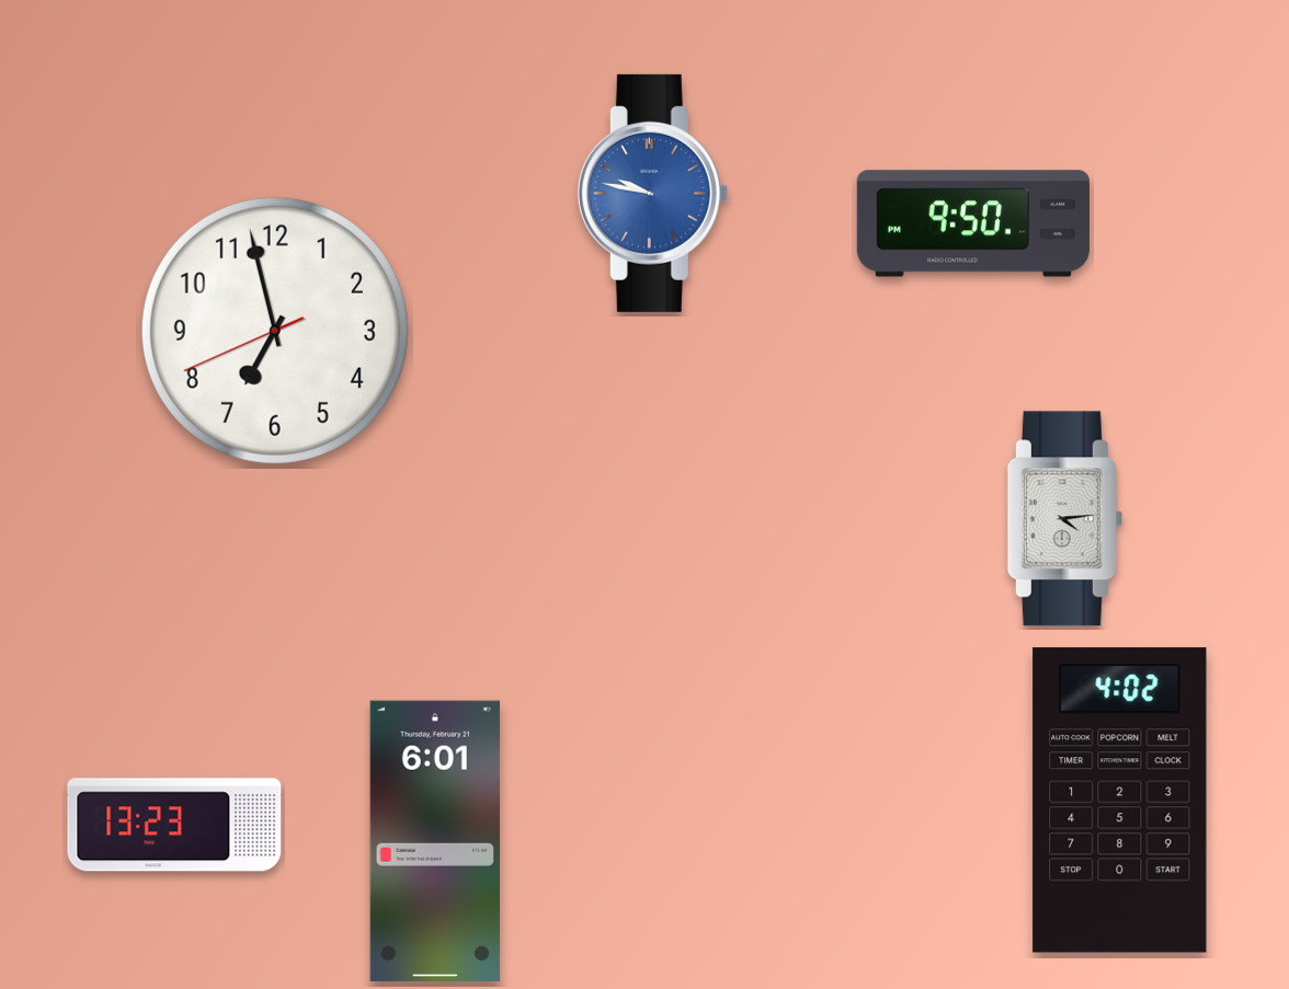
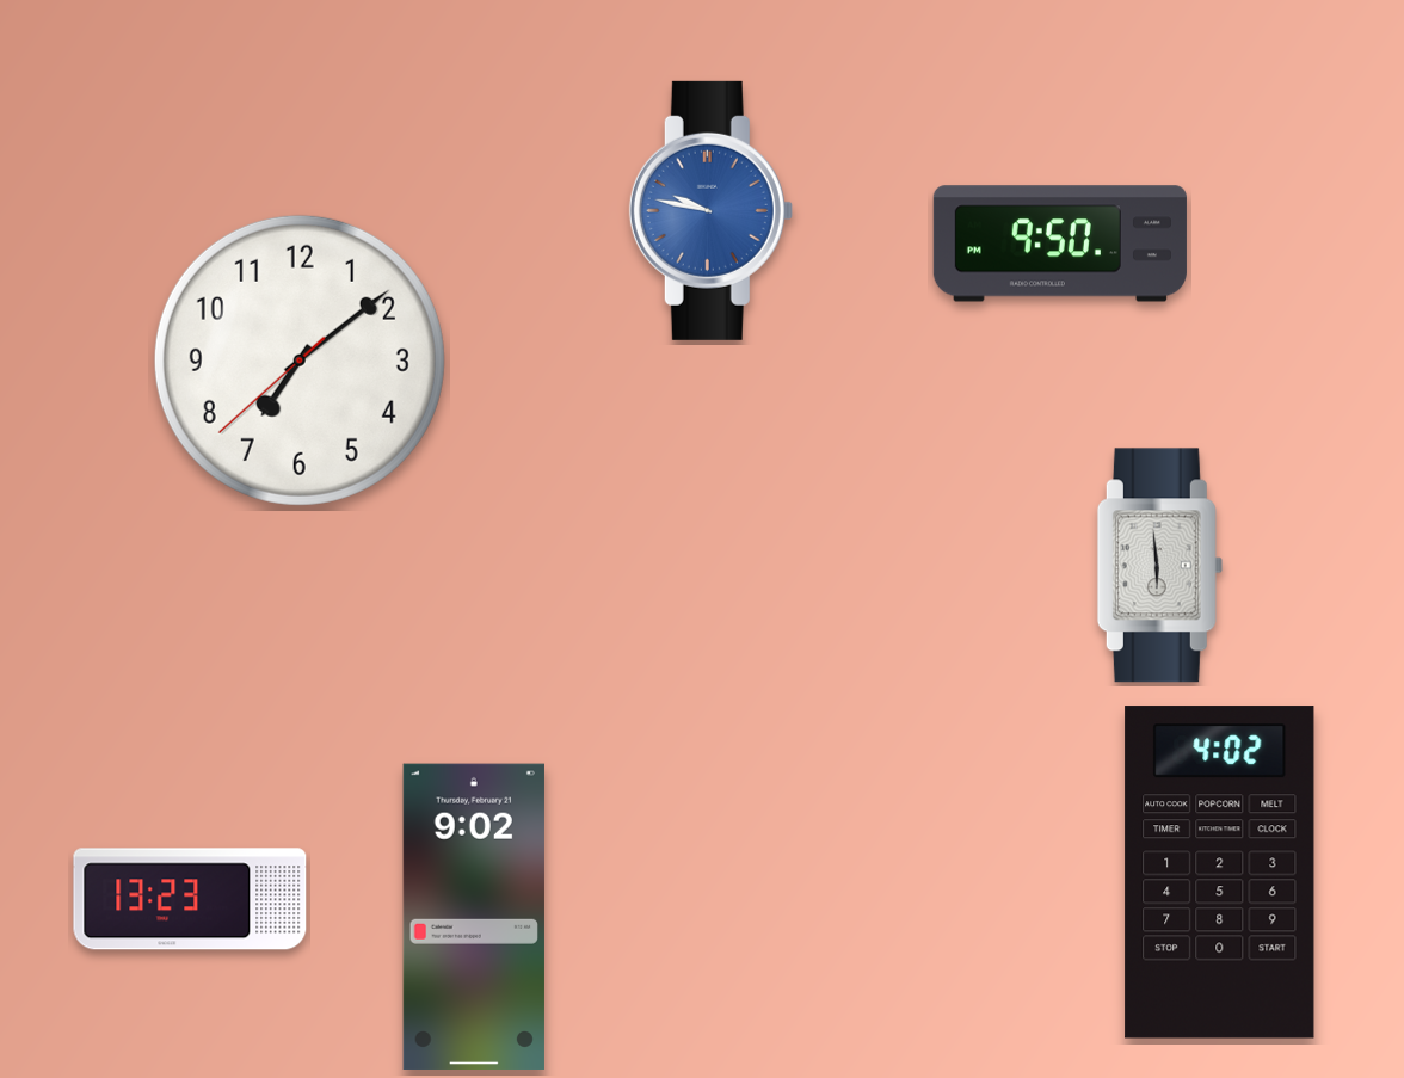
clock at (275, 331): 6:57 -> 7:08
clock at (1064, 519): 4:14 -> 5:59
clock at (435, 841): 6:01 -> 9:02
